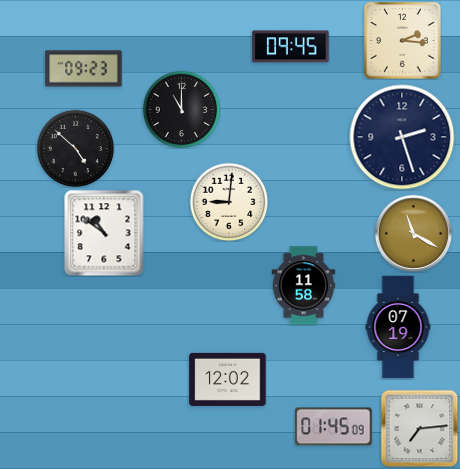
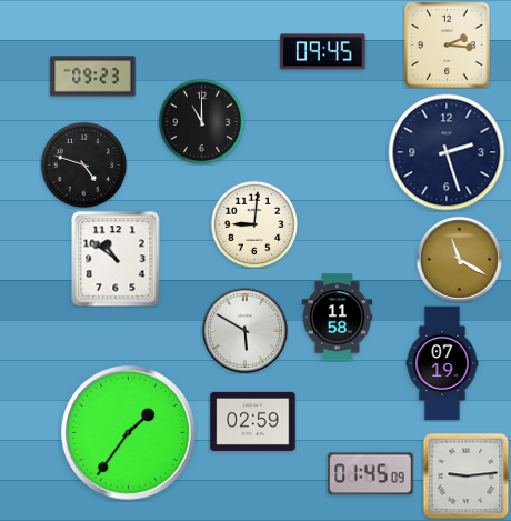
clock at (75, 148): 4:52 -> 4:48
clock at (244, 330): none -> 5:50
clock at (228, 379): 12:02 -> 02:59
clock at (128, 432): none -> 1:36
clock at (419, 428): 7:14 -> 9:14
